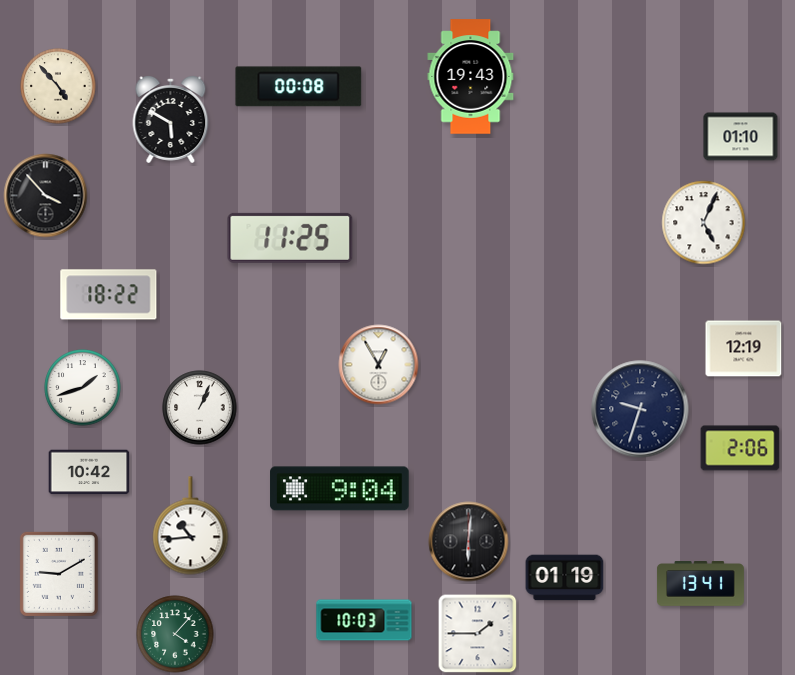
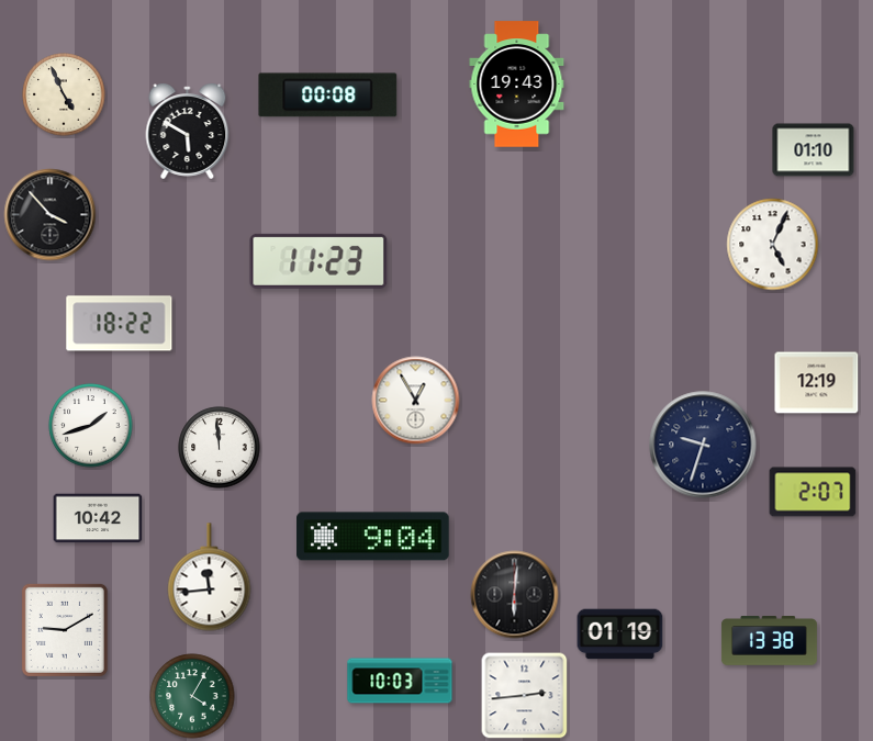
clock at (58, 86): 4:53 -> 4:56
clock at (290, 238): 11:25 -> 11:23
clock at (200, 408): 1:04 -> 11:59
clock at (640, 409) position: (640, 409) -> (703, 445)
clock at (740, 448): 2:06 -> 2:07
clock at (191, 526): 10:44 -> 11:44
clock at (700, 584): 13:41 -> 13:38
clock at (175, 634): 4:07 -> 4:05
clock at (478, 634): 1:45 -> 2:44
